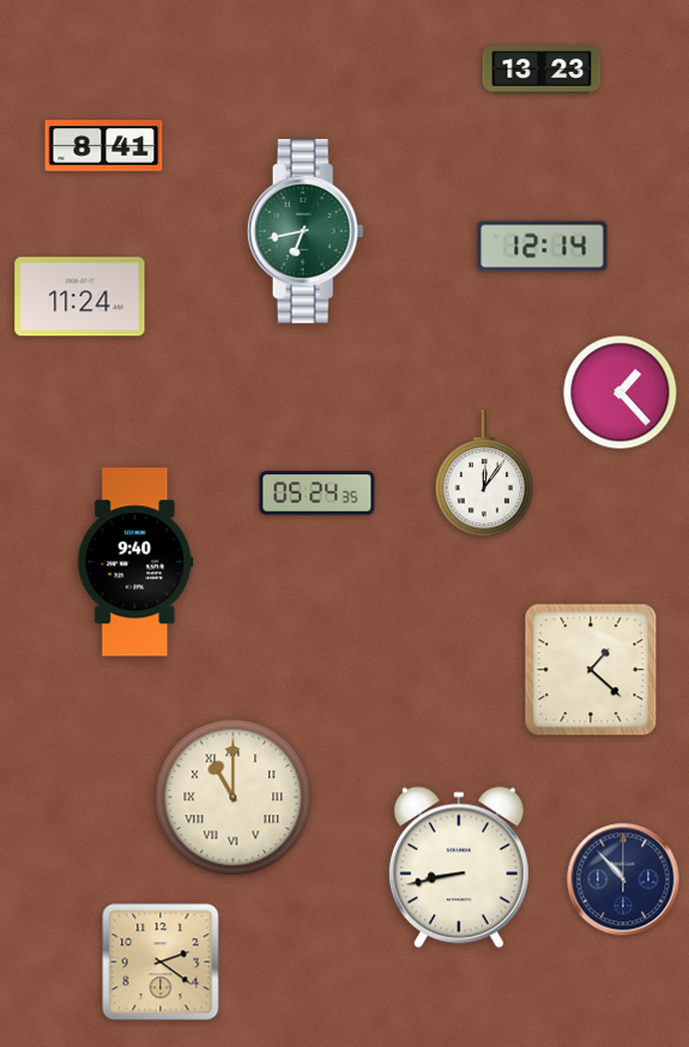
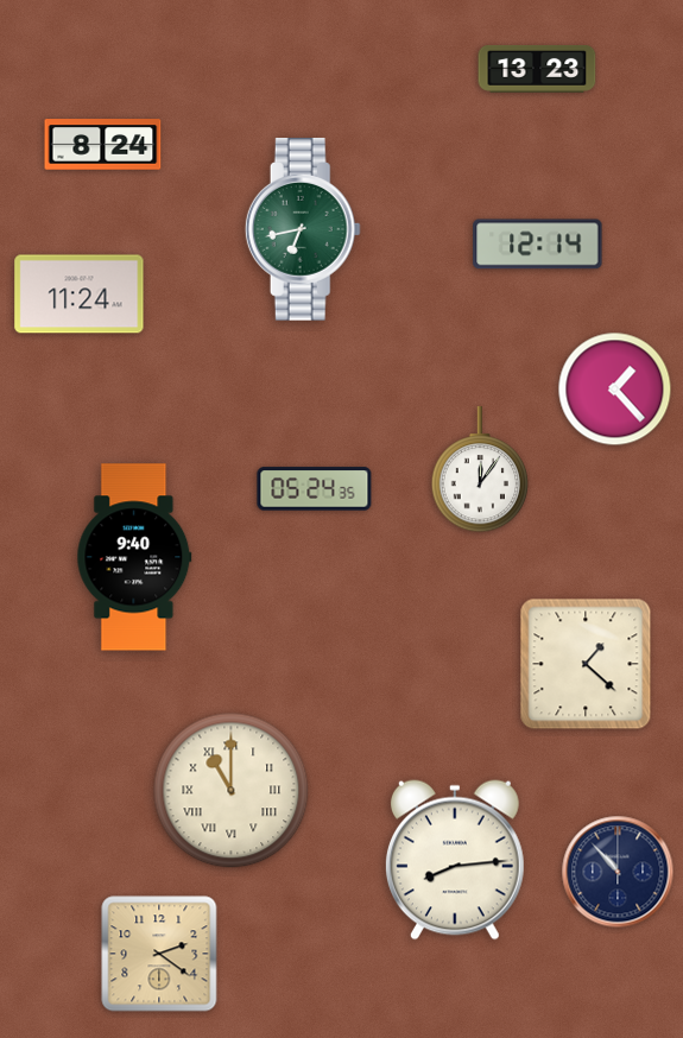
clock at (104, 146): 8:41 -> 8:24
clock at (459, 867): 8:43 -> 8:14
